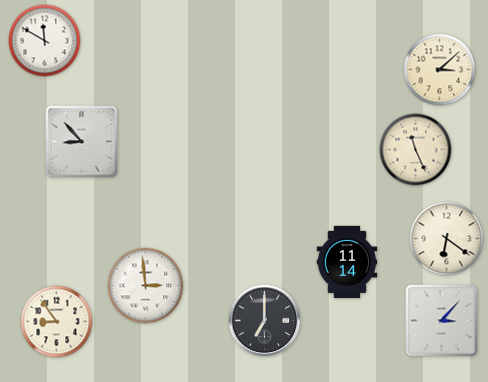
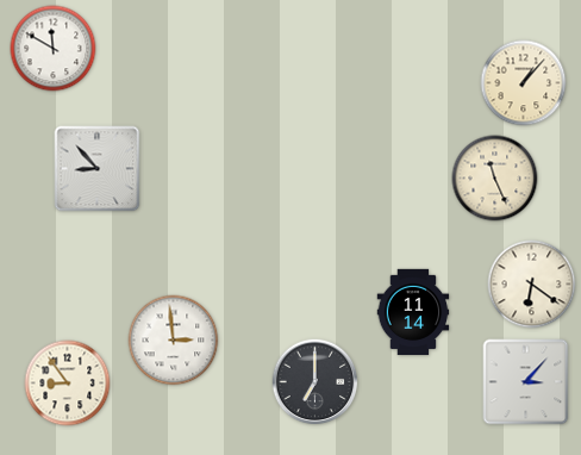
clock at (440, 70): 3:08 -> 1:07
